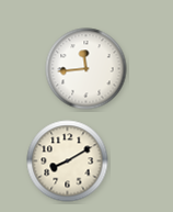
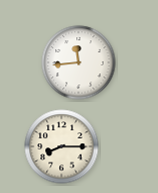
clock at (68, 161): 8:10 -> 8:15
